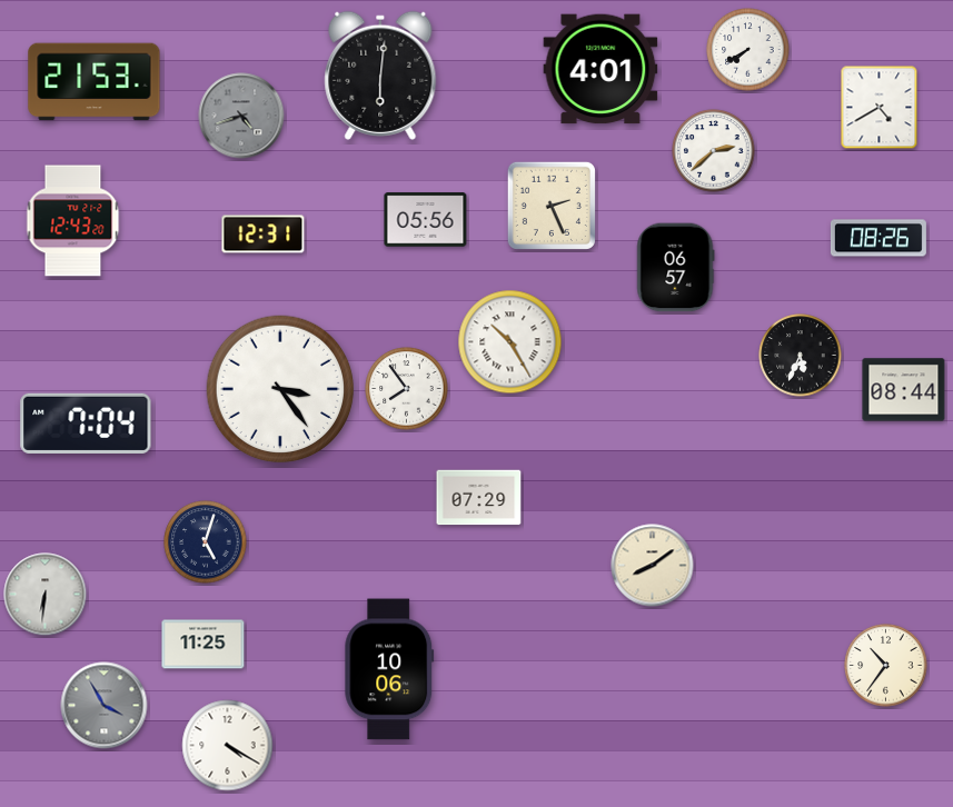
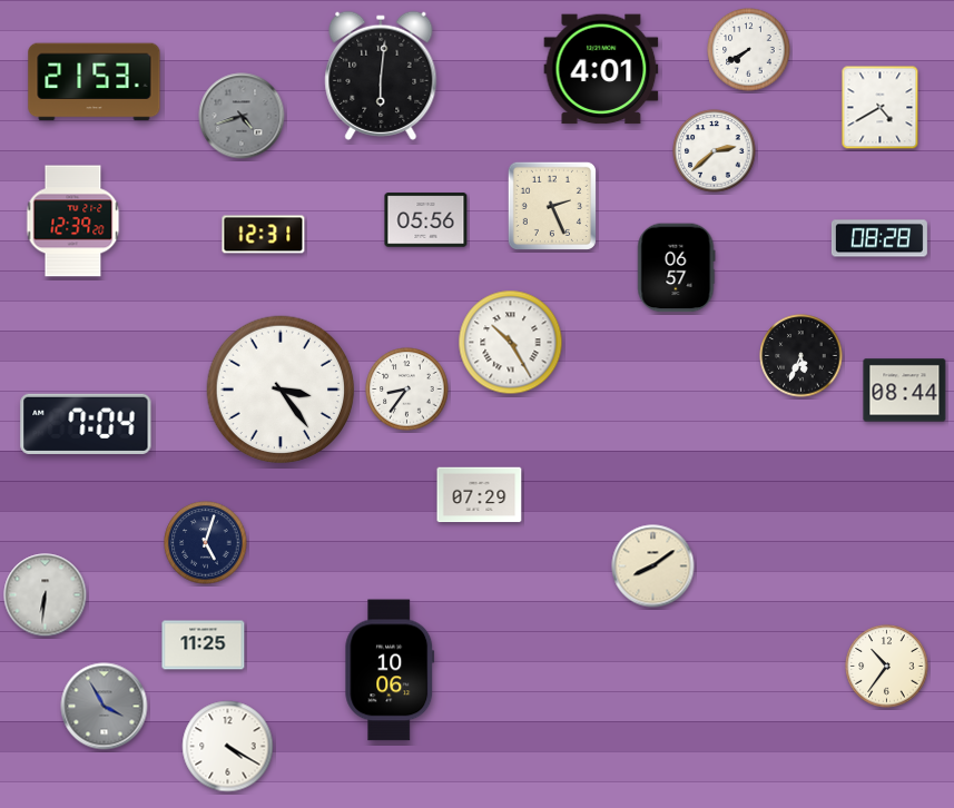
clock at (73, 221): 12:43 -> 12:39
clock at (878, 238): 08:26 -> 08:28
clock at (407, 389): 7:54 -> 8:36
clock at (479, 498) position: (479, 498) -> (480, 495)
